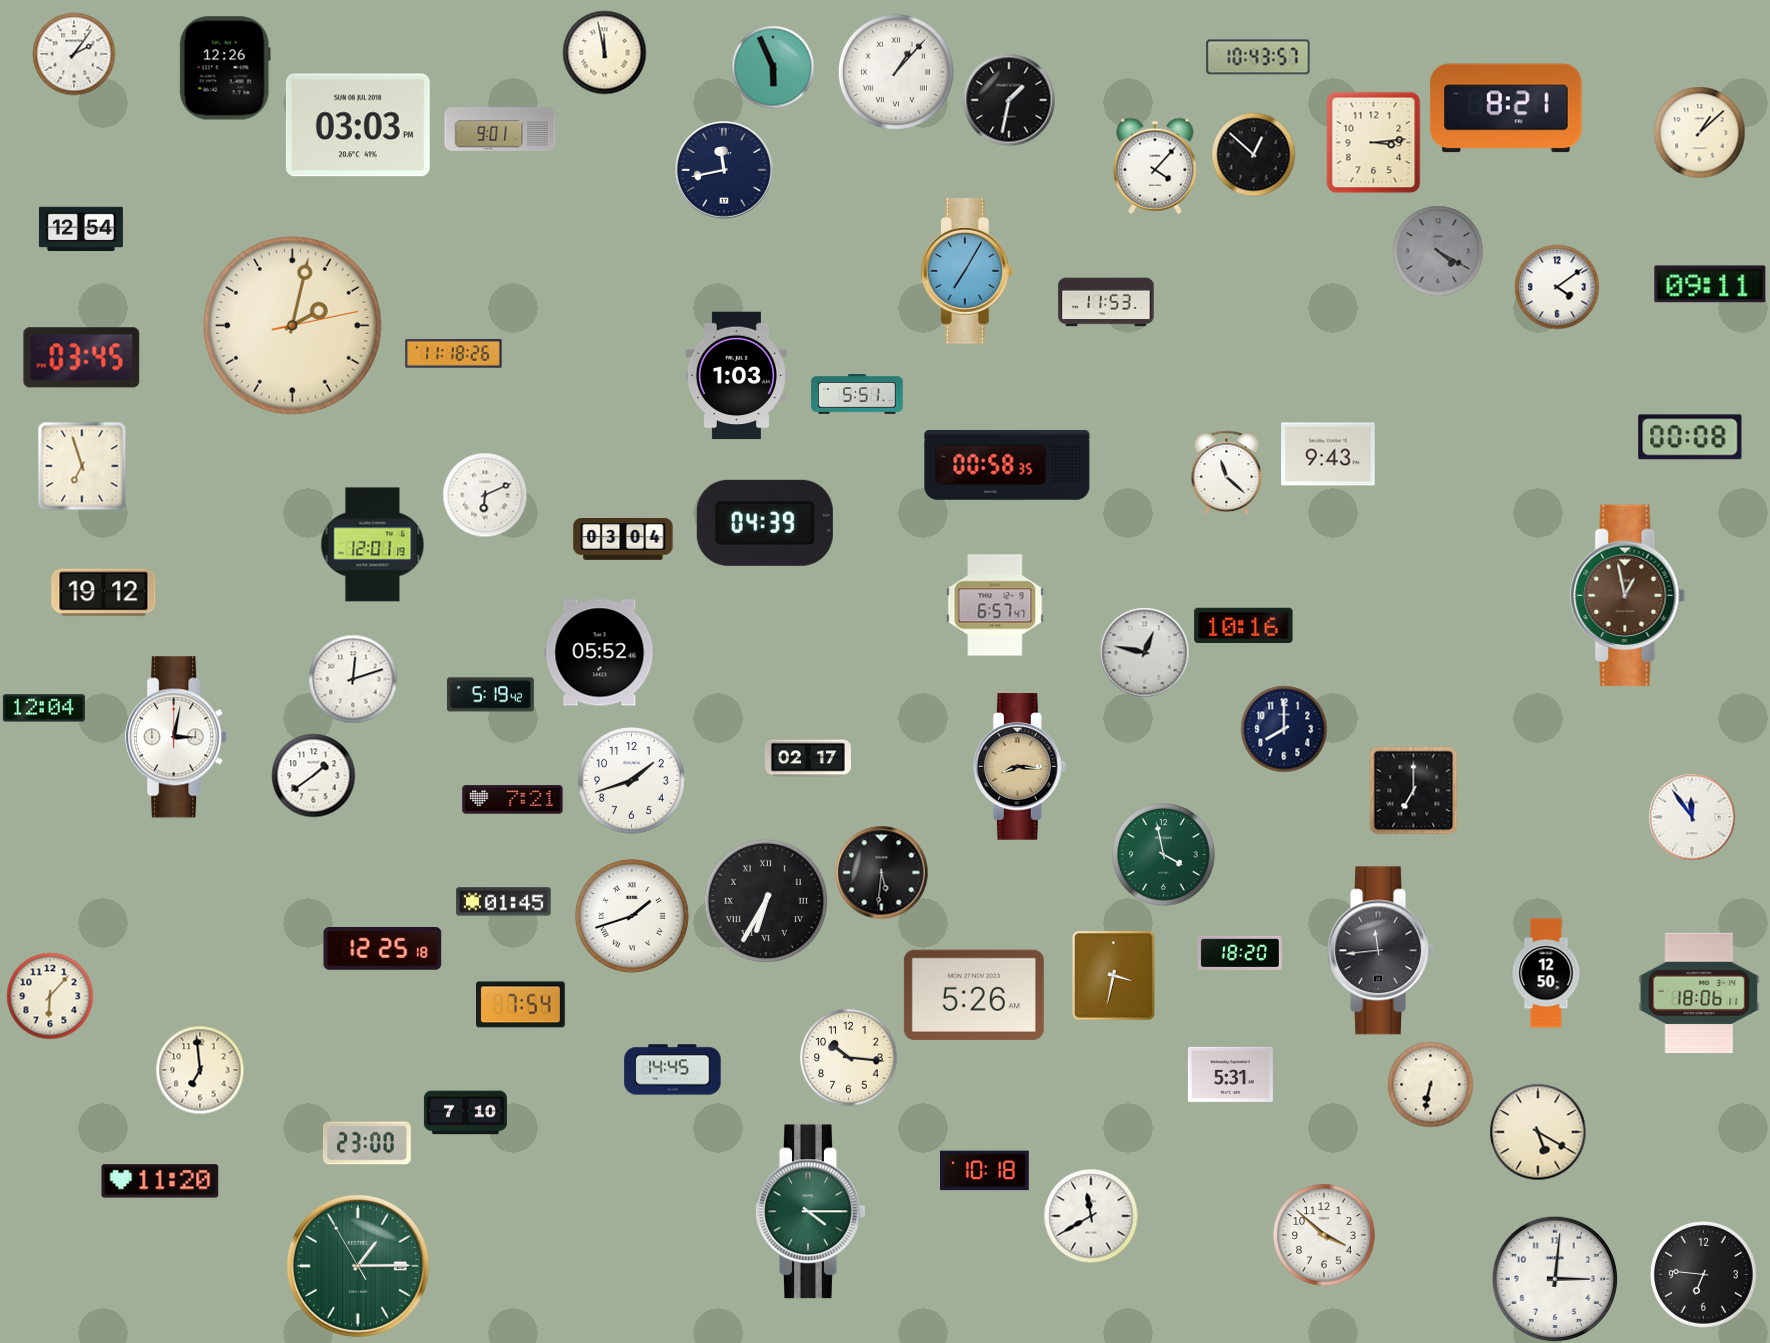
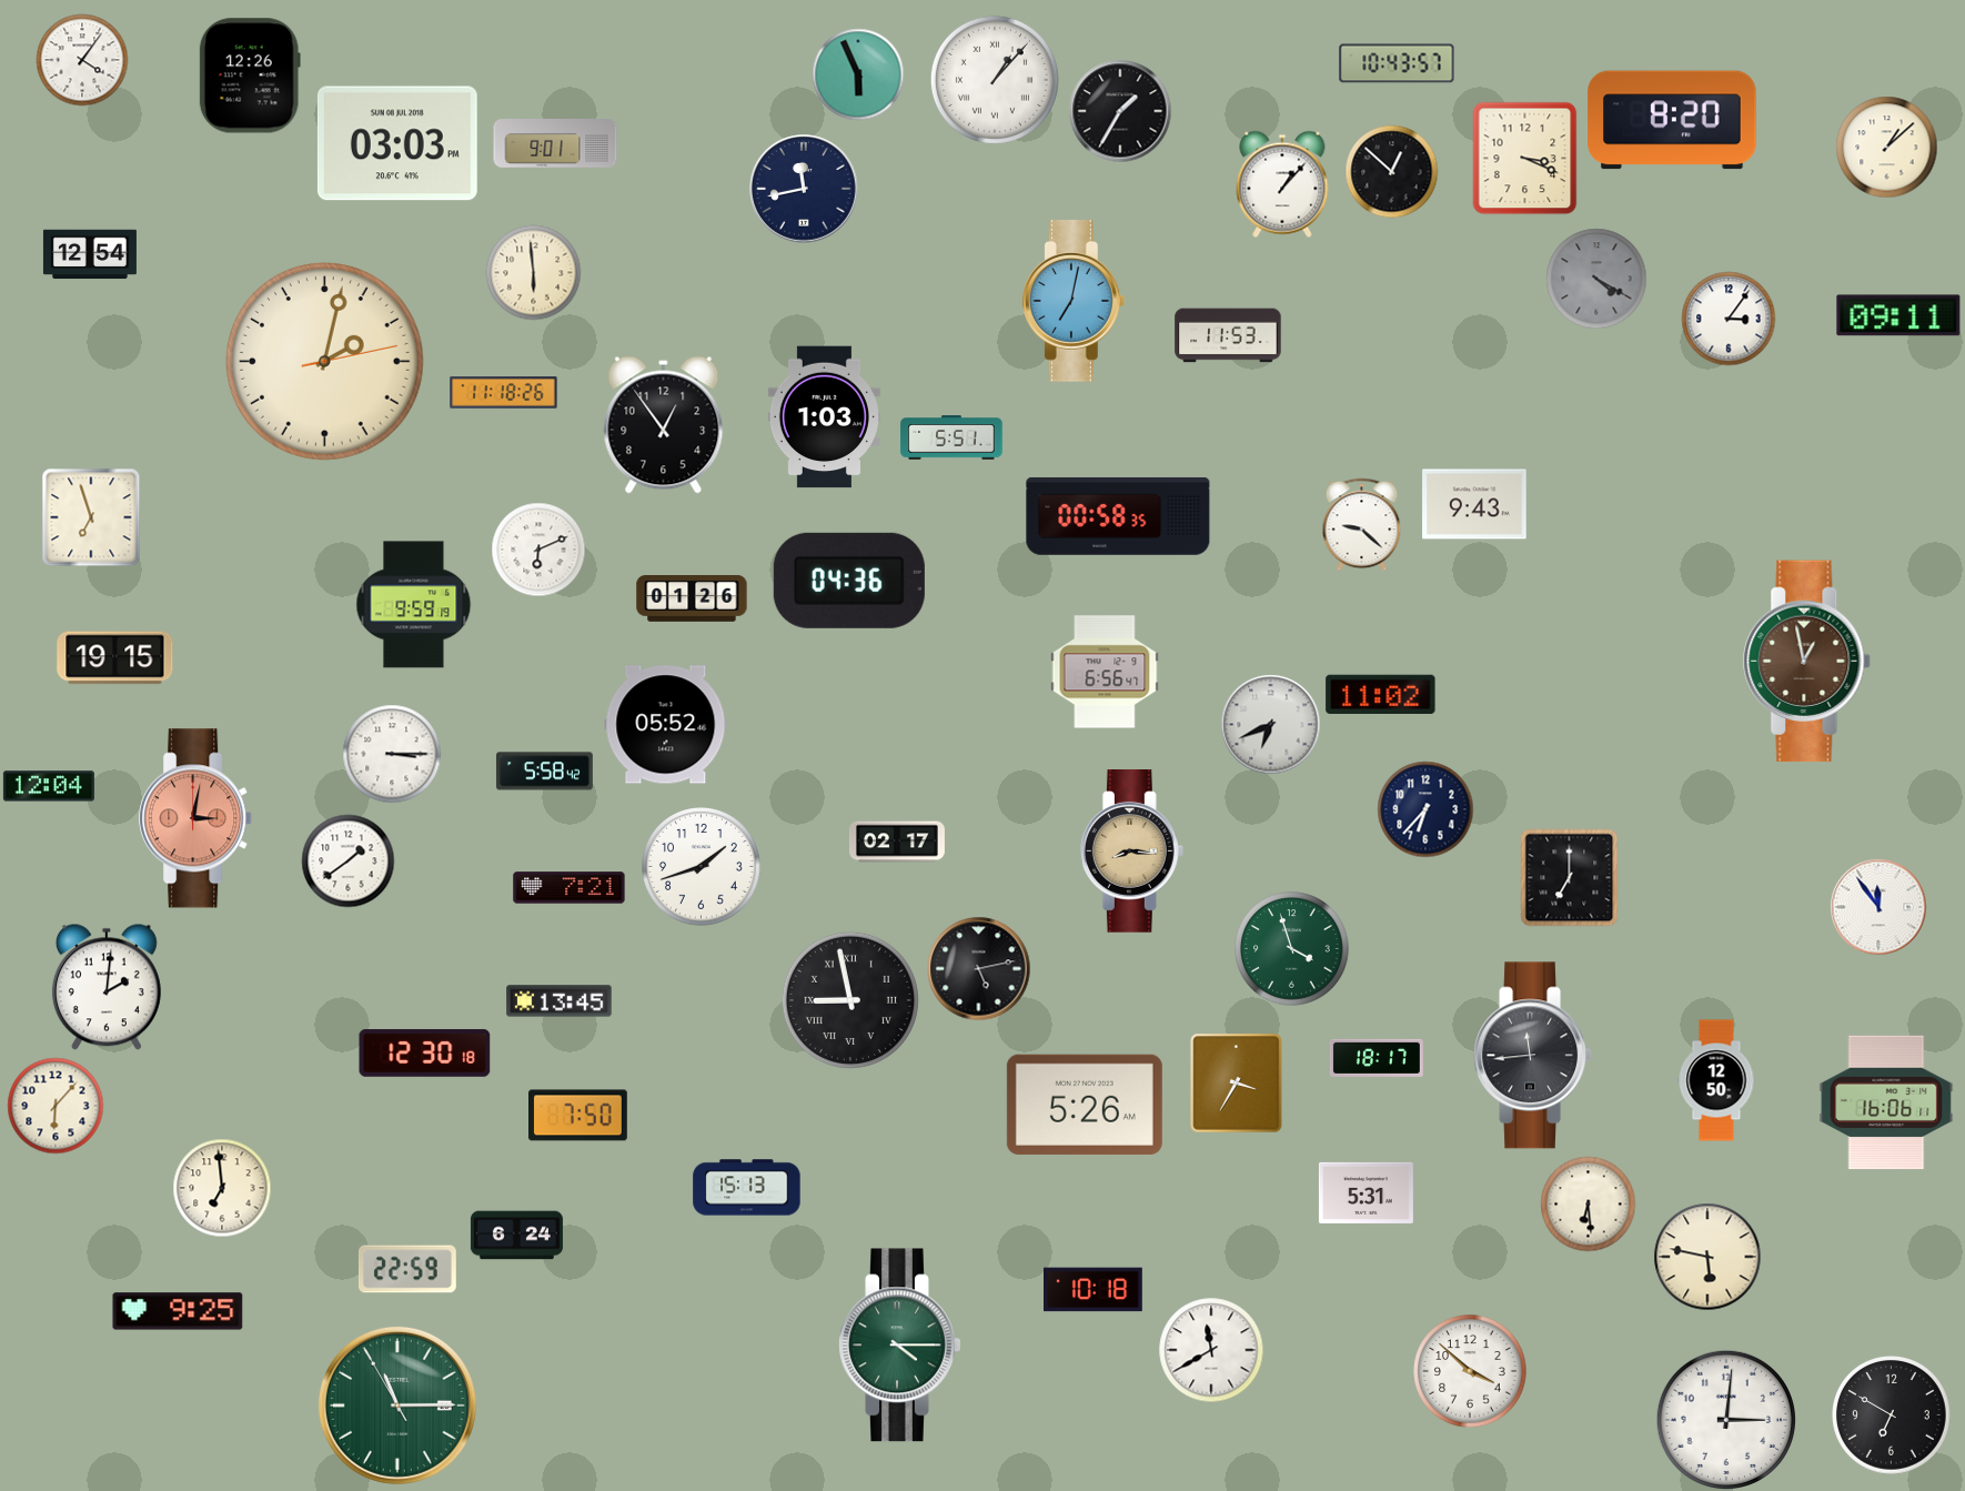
clock at (604, 52): 11:58 -> none
clock at (74, 54): 2:06 -> 4:06
clock at (1009, 100): 1:32 -> 1:35
clock at (1506, 108): 8:21 -> 8:20
clock at (358, 125) position: (358, 125) -> (397, 143)
clock at (1374, 142): 3:14 -> 3:19
clock at (1155, 166): 4:07 -> 1:07
clock at (533, 272): none -> 5:59
clock at (967, 272): 7:05 -> 7:02
clock at (1557, 287): 4:09 -> 3:06
clock at (82, 358): 03:45 -> none
clock at (736, 376) position: (736, 376) -> (824, 417)
clock at (664, 425): none -> 12:54
clock at (1690, 437): 00:08 -> none
clock at (1227, 472): 11:22 -> 9:22
clock at (765, 523): 04:39 -> 04:36
clock at (623, 540): 03:04 -> 01:26
clock at (373, 545): 12:01 -> 9:59
clock at (104, 593): 19:12 -> 19:15
clock at (995, 605): 6:57 -> 6:56
clock at (1244, 625): 10:16 -> 11:02
clock at (1144, 652): 12:47 -> 6:41
clock at (353, 679): 12:12 -> 3:15
clock at (490, 695): 5:19 -> 5:58
clock at (1284, 729): 8:00 -> 6:37
clock at (177, 737) dial: white -> salmon
clock at (1164, 855): 3:58 -> 3:57
clock at (881, 872): 5:31 -> 5:13
clock at (107, 987): none -> 2:01
clock at (766, 901): 6:35 -> 8:58
clock at (504, 902): 01:45 -> 13:45
clock at (632, 916): 1:42 -> none
clock at (383, 949): 12:25 -> 12:30
clock at (1240, 953): 18:20 -> 18:17
clock at (1114, 975): 3:32 -> 3:35
clock at (1699, 993): 18:06 -> 16:06
clock at (974, 995) position: (974, 995) -> (1085, 1105)
clock at (521, 1005): 7:54 -> 7:50
clock at (849, 1058): 10:16 -> none
clock at (673, 1070): 14:45 -> 15:13
clock at (1430, 1084): 6:32 -> 6:29
clock at (465, 1113): 7:10 -> 6:24
clock at (1538, 1132): 5:20 -> 5:47
clock at (367, 1143): 23:00 -> 22:59
clock at (985, 1171) position: (985, 1171) -> (1094, 1290)
clock at (160, 1181): 11:20 -> 9:25
clock at (358, 1266): 1:14 -> 11:14
clock at (1704, 1275): 6:46 -> 6:50
